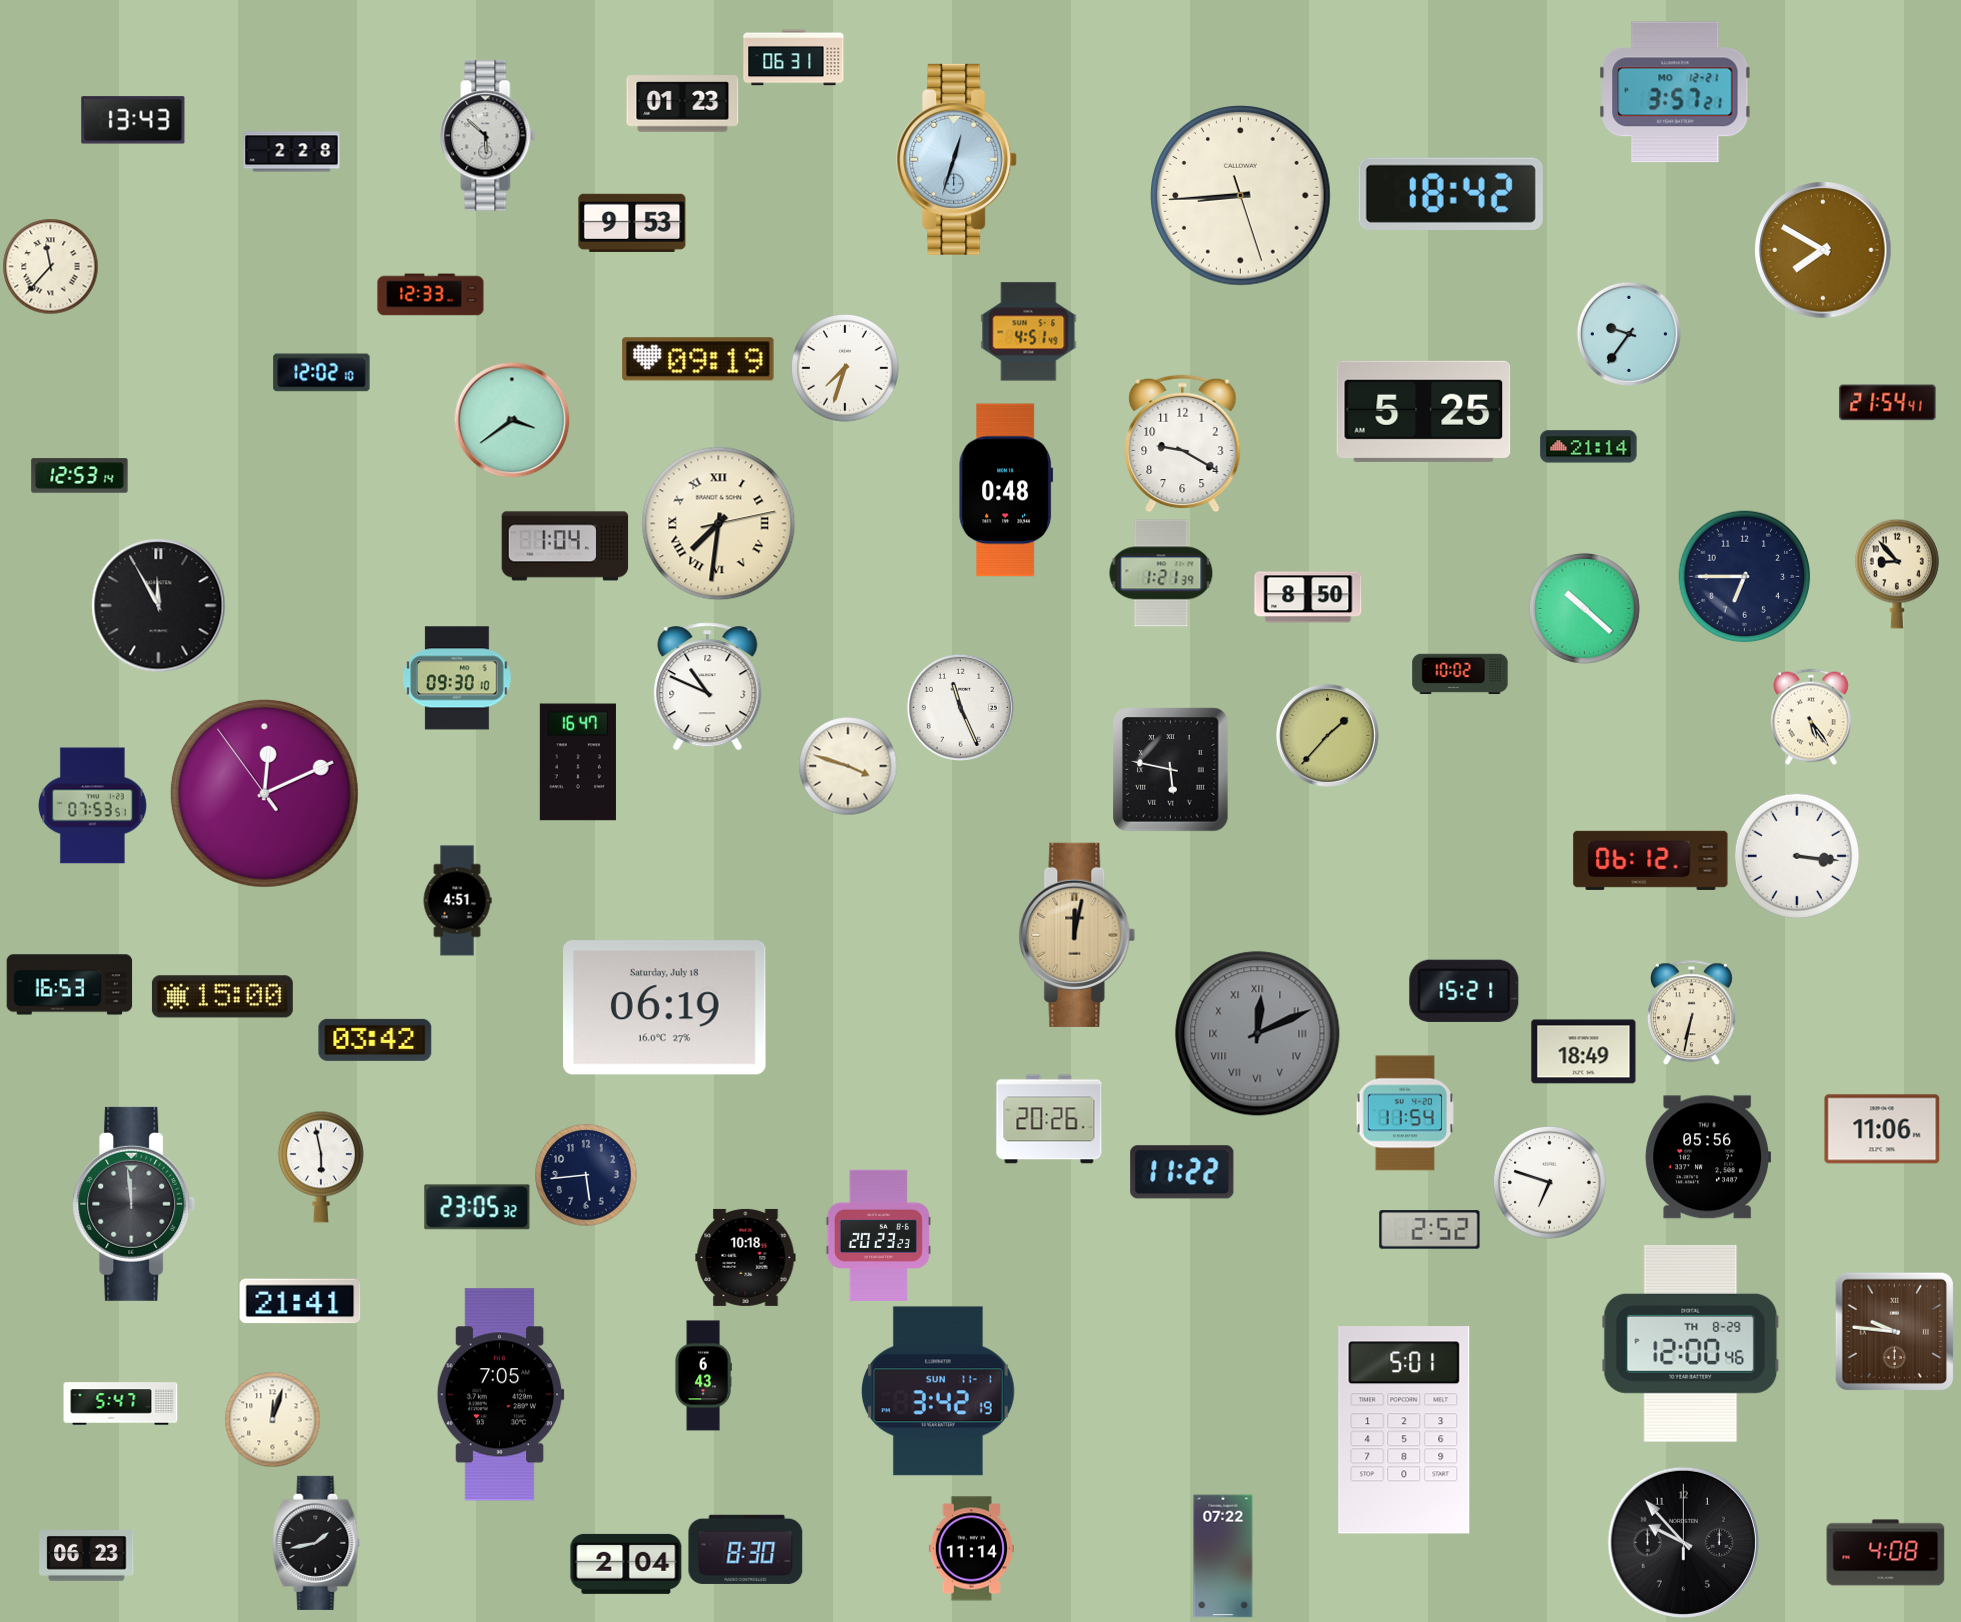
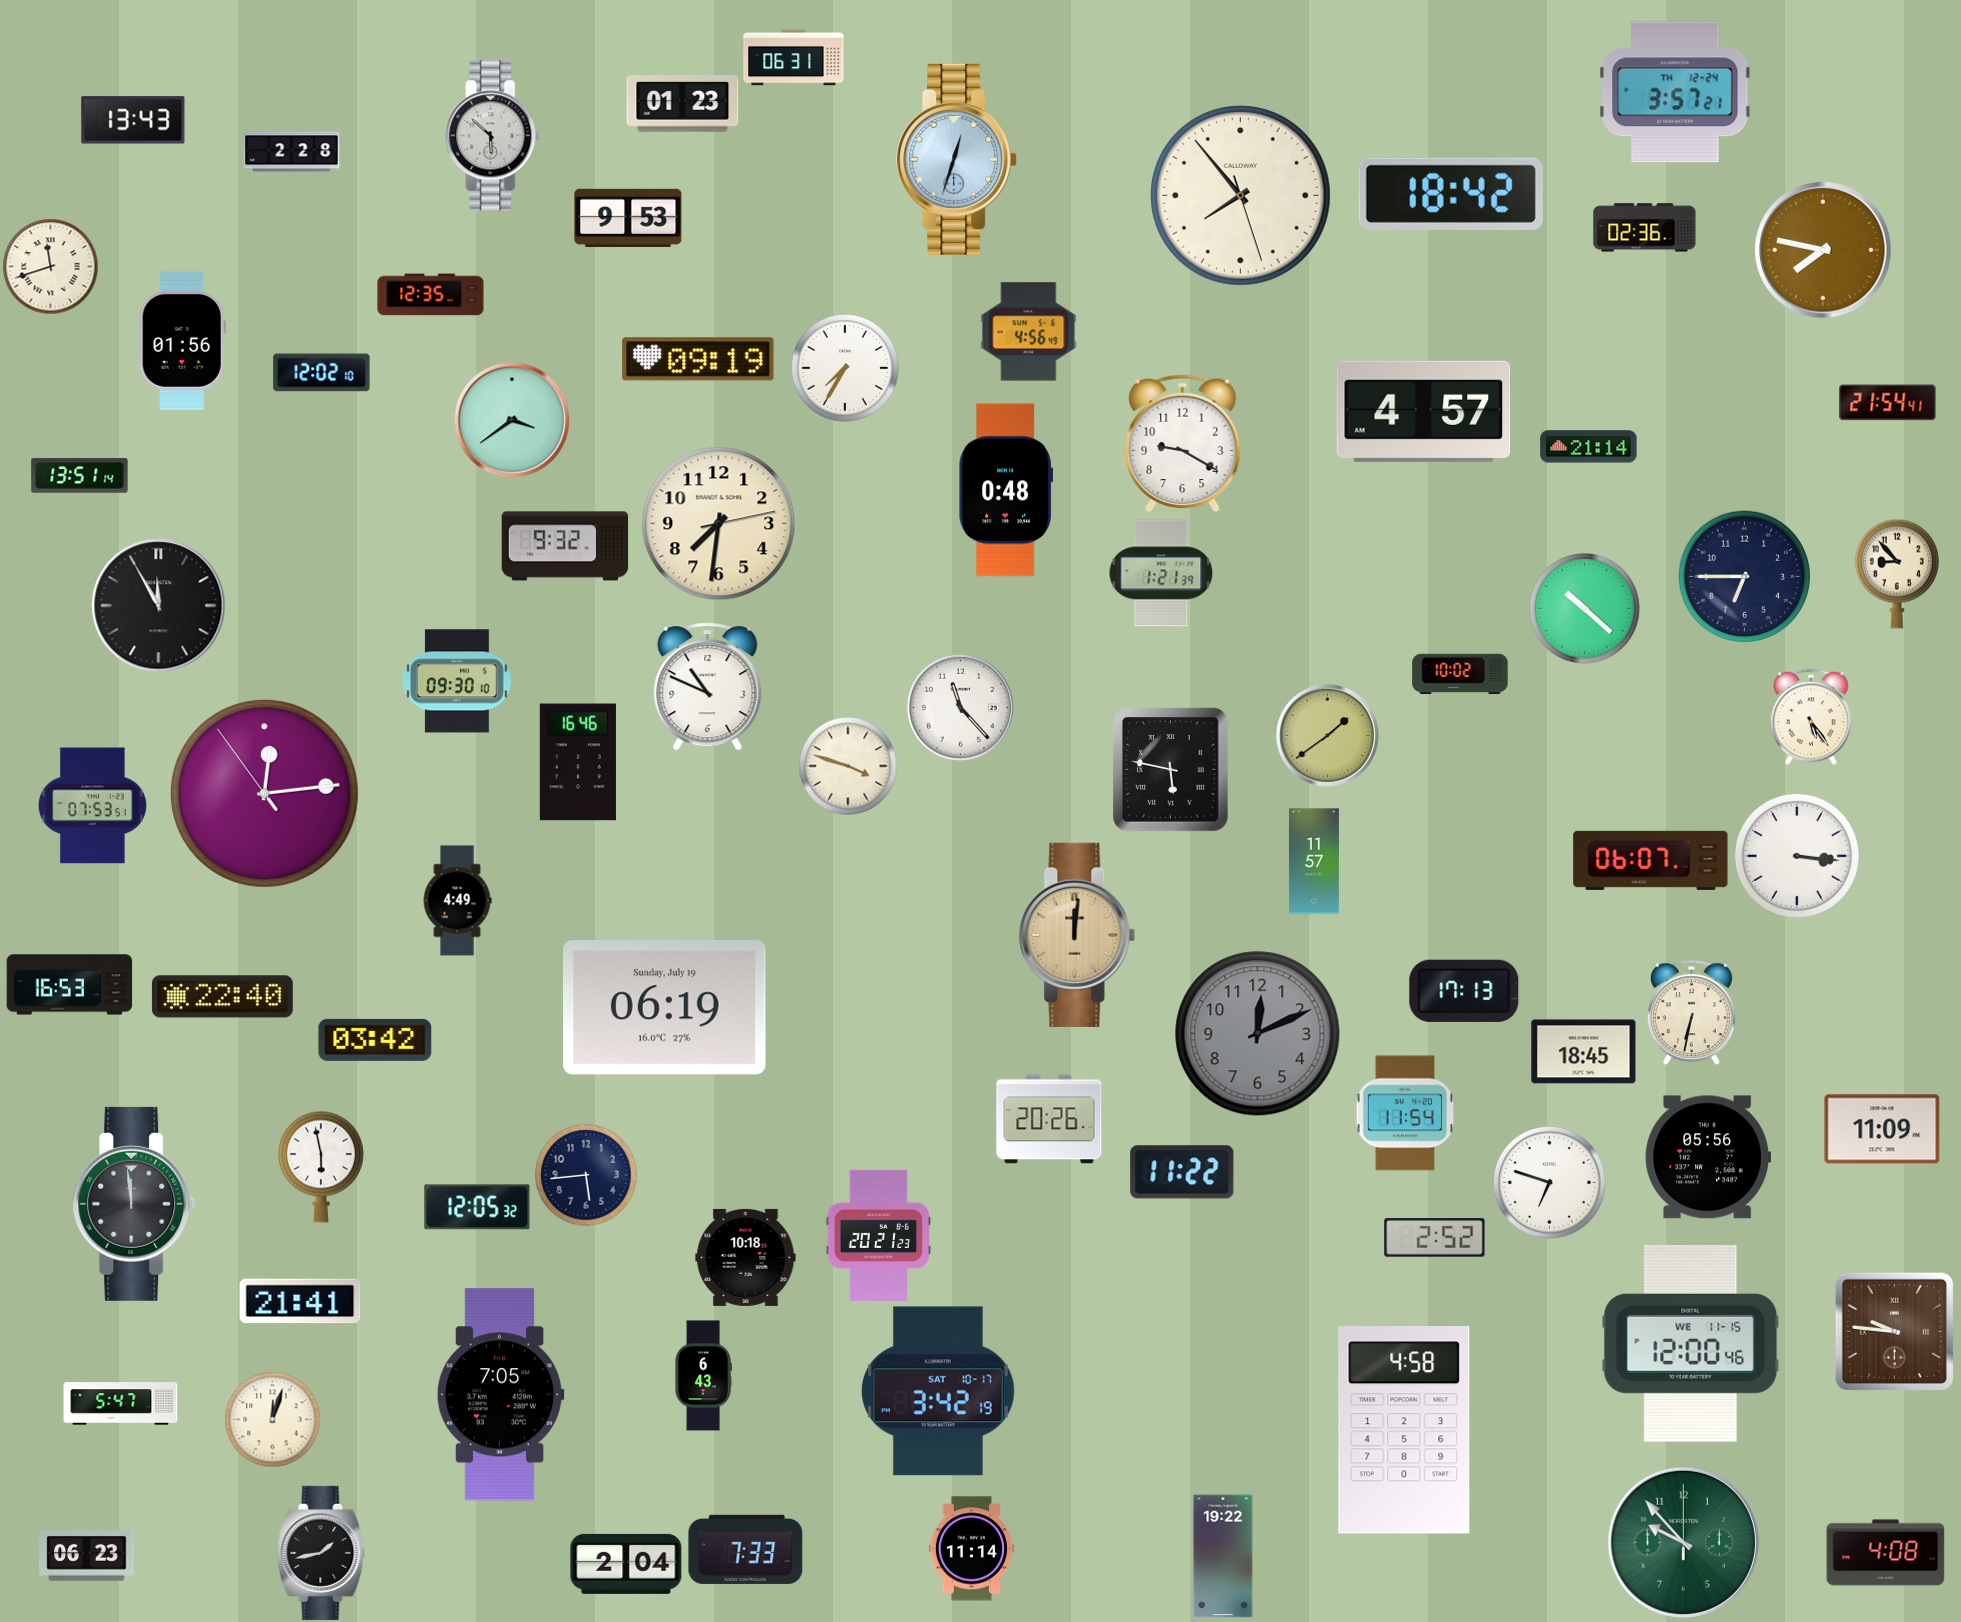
clock at (1675, 92) date: MO 12-21 -> TH 12-24
clock at (488, 136) position: (488, 136) -> (493, 136)
clock at (1241, 196): 8:44 -> 7:53
clock at (632, 223) position: (632, 223) -> (628, 218)
clock at (1645, 228): none -> 02:36
clock at (1823, 250): 7:50 -> 7:47
clock at (50, 266): 11:37 -> 11:42
clock at (431, 295): 12:33 -> 12:35
clock at (1029, 332): 4:51 -> 4:56
clock at (1629, 334): 9:36 -> none
clock at (182, 340): none -> 01:56
clock at (845, 368): 7:33 -> 7:35
clock at (1424, 411): 5:25 -> 4:57
clock at (80, 476): 12:53 -> 13:51
clock at (719, 524) numerals: Roman -> Arabic
clock at (565, 546): 1:04 -> 9:32
clock at (1308, 597): 8:50 -> none
clock at (457, 678) position: (457, 678) -> (457, 681)
clock at (960, 707): 11:26 -> 11:23
clock at (1327, 735): 1:37 -> 1:39
clock at (578, 762): 16:47 -> 16:46
clock at (264, 793): 12:10 -> 12:13
clock at (1651, 860): 06:12 -> 06:07
clock at (1314, 861): none -> 11:57
clock at (457, 901): 4:51 -> 4:49
clock at (1077, 935): 12:02 -> 12:01
clock at (1464, 991): 15:21 -> 17:13
clock at (222, 997): 15:00 -> 22:40
clock at (665, 1008) date: Saturday, July 18 -> Sunday, July 19
clock at (1258, 1034) numerals: Roman -> Arabic
clock at (1584, 1052): 18:49 -> 18:45
clock at (1882, 1129): 11:06 -> 11:09
clock at (477, 1207): 23:05 -> 12:05
clock at (1430, 1230) position: (1430, 1230) -> (1435, 1238)
clock at (878, 1235): 20:23 -> 20:21
clock at (1691, 1343) date: TH 8-29 -> WE 11-15
clock at (938, 1391) date: SUN 11-1 -> SAT 10-17
clock at (1404, 1430): 5:01 -> 4:58
clock at (1683, 1542) dial: black -> green
clock at (316, 1543) position: (316, 1543) -> (321, 1553)
clock at (746, 1549): 8:30 -> 7:33
clock at (1223, 1556): 07:22 -> 19:22
